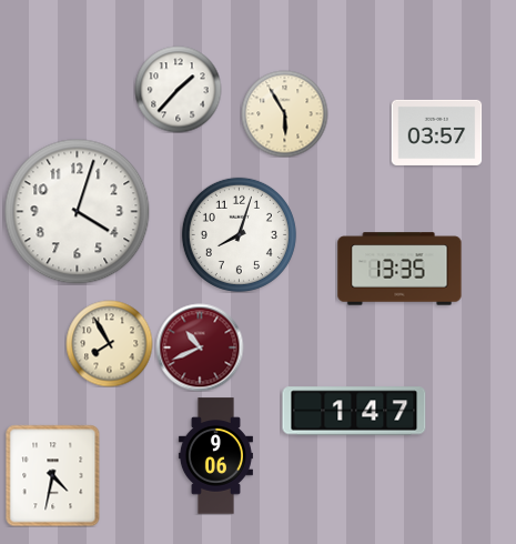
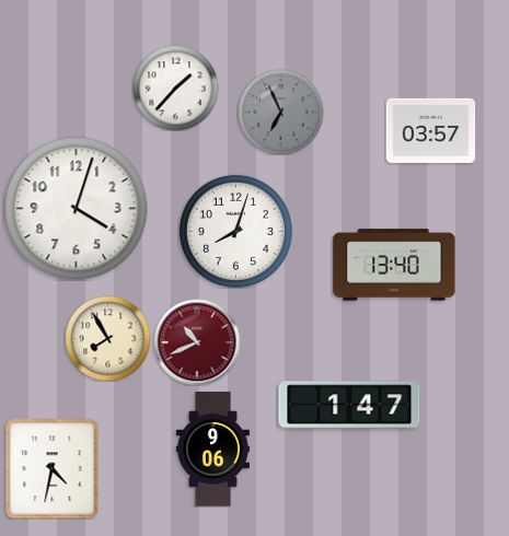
clock at (284, 113): 5:55 -> 6:56
clock at (284, 113) dial: cream -> grey
clock at (399, 269): 13:35 -> 13:40
